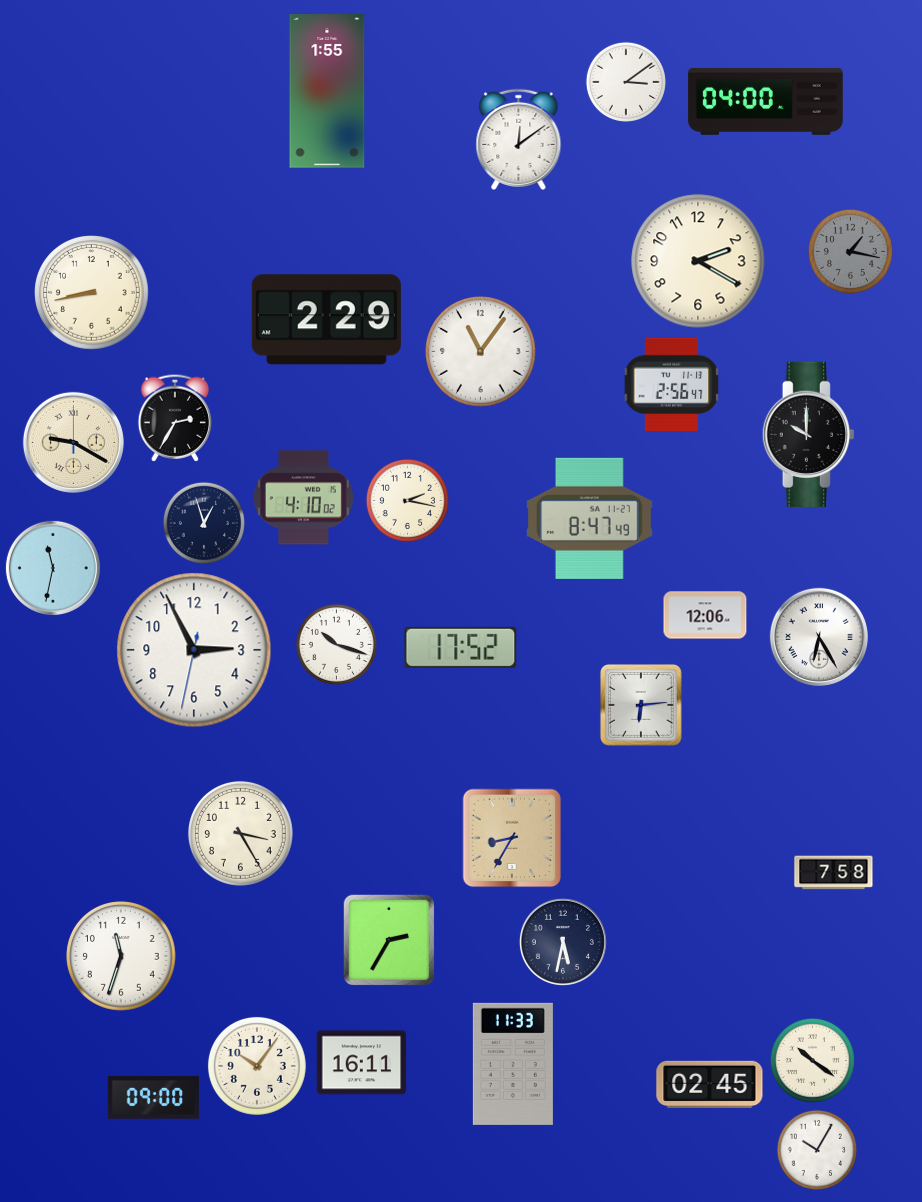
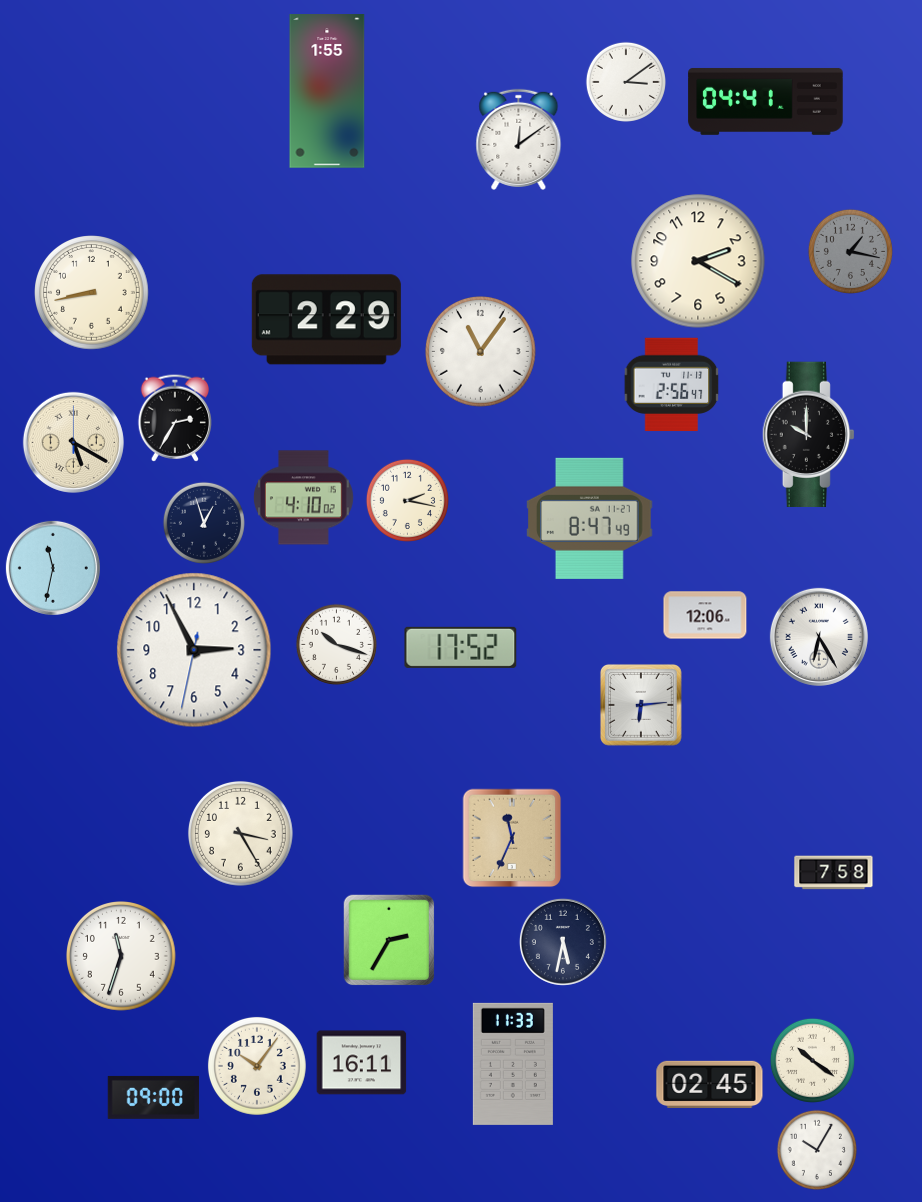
clock at (766, 101): 04:00 -> 04:41
clock at (73, 442): 9:20 -> 5:20
clock at (512, 838): 8:35 -> 11:34
